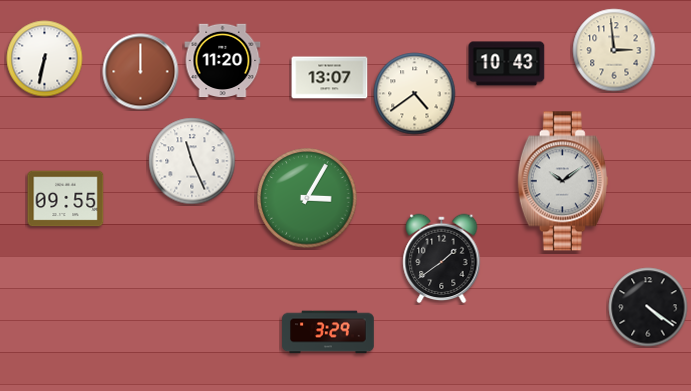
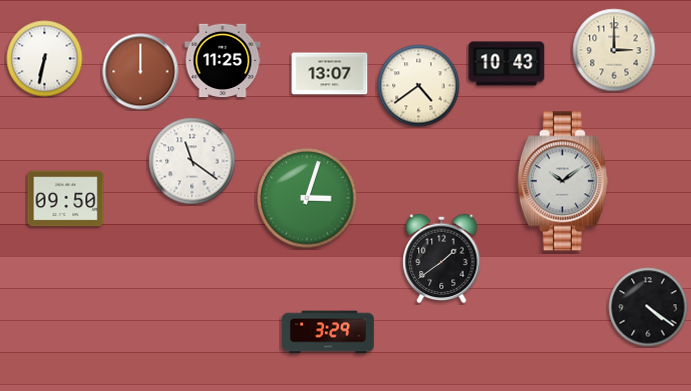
clock at (614, 50): 2:59 -> 3:00
clock at (223, 61): 11:20 -> 11:25
clock at (330, 78) position: (330, 78) -> (330, 74)
clock at (415, 94) position: (415, 94) -> (419, 86)
clock at (192, 161): 11:26 -> 11:21
clock at (307, 198): 3:05 -> 3:03
clock at (66, 199): 09:55 -> 09:50
